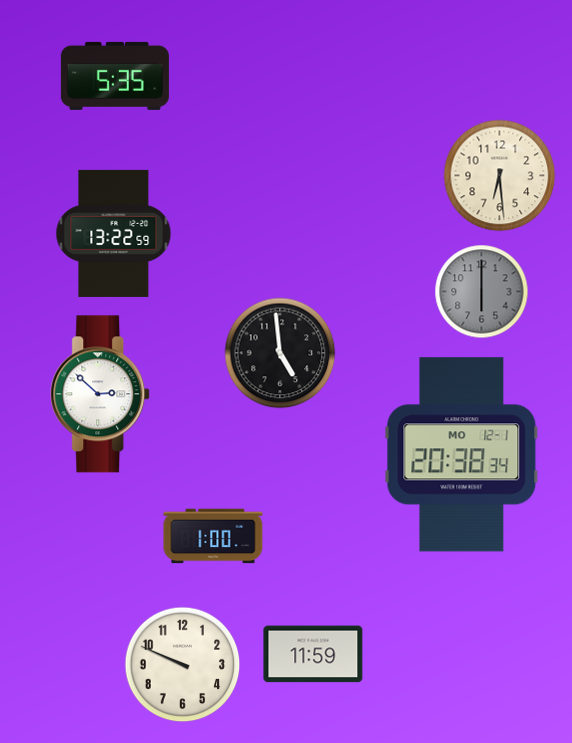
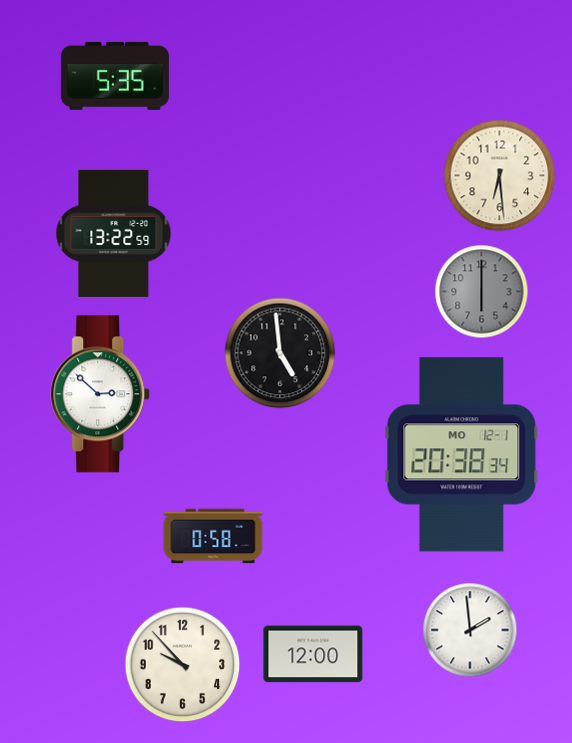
clock at (213, 536): 1:00 -> 0:58
clock at (470, 630): none -> 1:59
clock at (313, 654): 11:59 -> 12:00
clock at (183, 665): 9:49 -> 9:53
